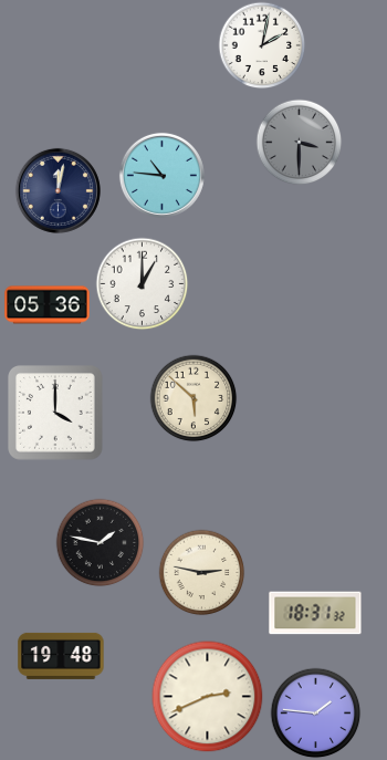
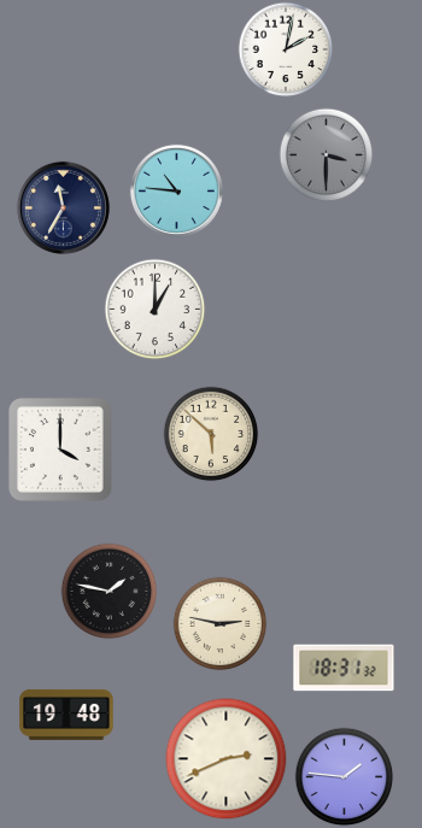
clock at (57, 190): 12:02 -> 11:35
clock at (48, 305): 05:36 -> none
